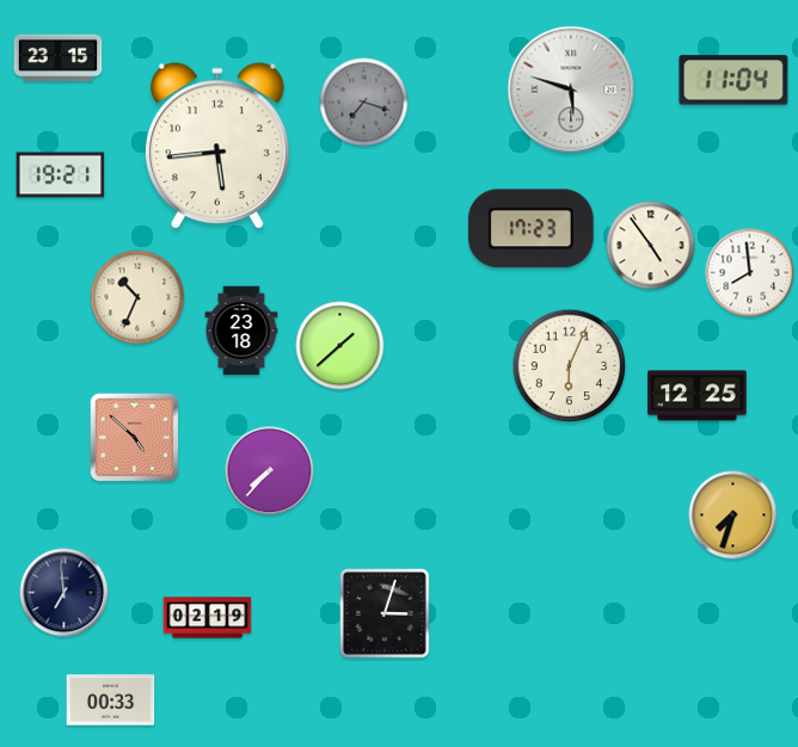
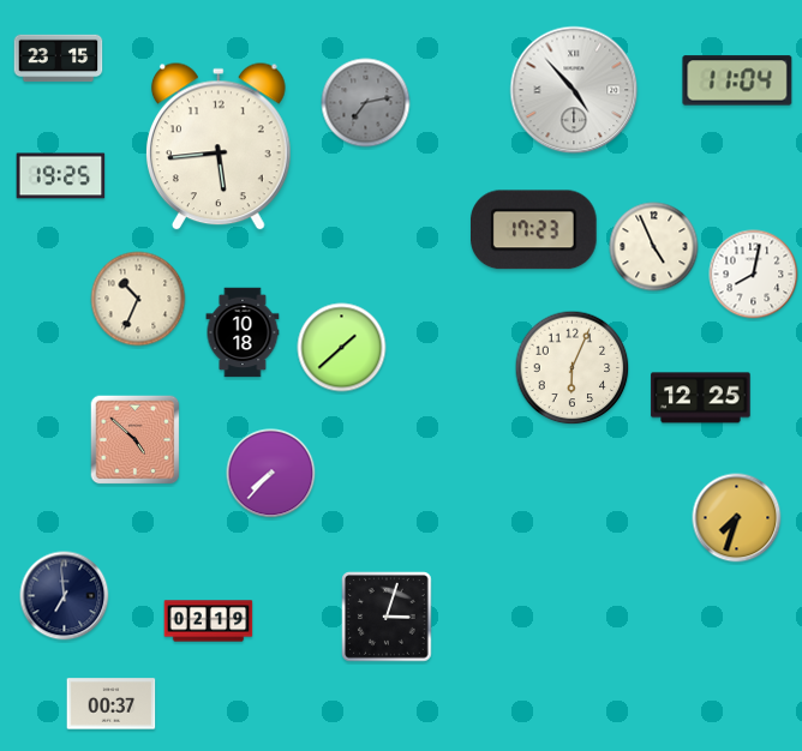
clock at (571, 89): 5:48 -> 4:53
clock at (364, 103): 7:18 -> 7:13
clock at (61, 175): 19:21 -> 19:25
clock at (651, 246): 4:54 -> 4:56
clock at (750, 273): 7:59 -> 8:02
clock at (241, 331): 23:18 -> 10:18
clock at (111, 700): 00:33 -> 00:37
